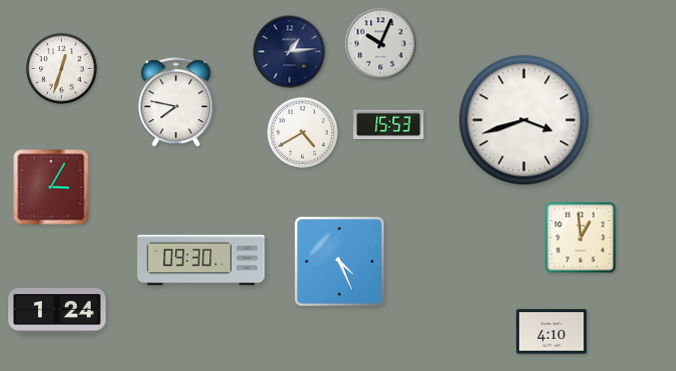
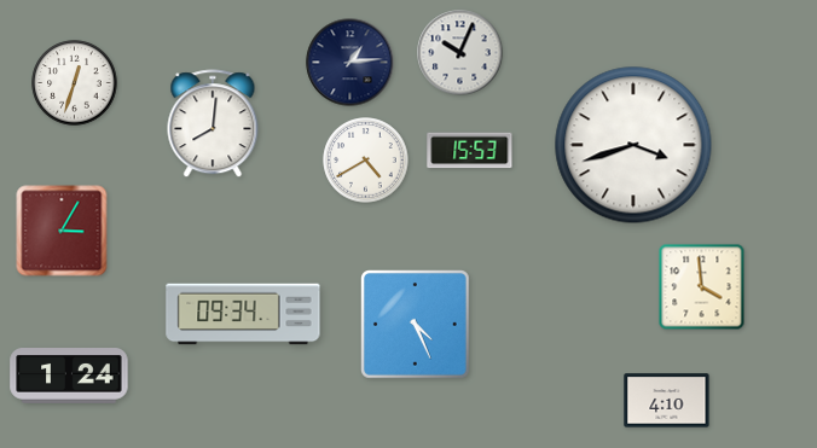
clock at (176, 103): 7:47 -> 8:01
clock at (51, 187) position: (51, 187) -> (62, 231)
clock at (581, 238): 12:59 -> 3:59
clock at (201, 260): 09:30 -> 09:34
clock at (340, 262) position: (340, 262) -> (416, 325)
